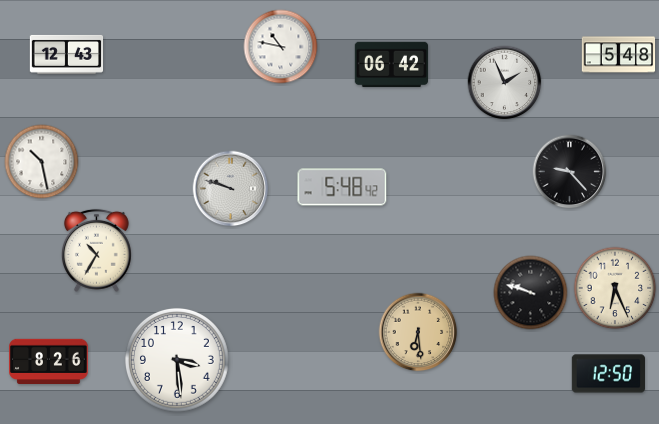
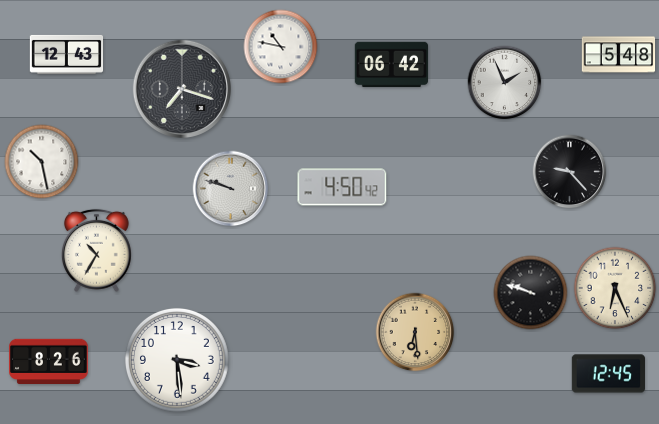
clock at (181, 88): none -> 7:18
clock at (342, 187): 5:48 -> 4:50
clock at (418, 332) position: (418, 332) -> (415, 332)
clock at (608, 374): 12:50 -> 12:45
